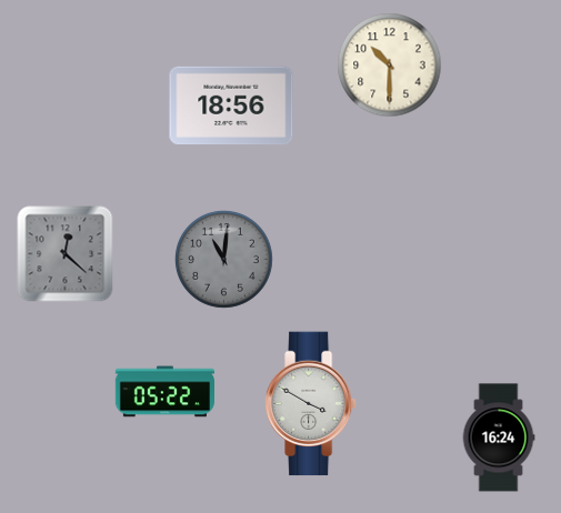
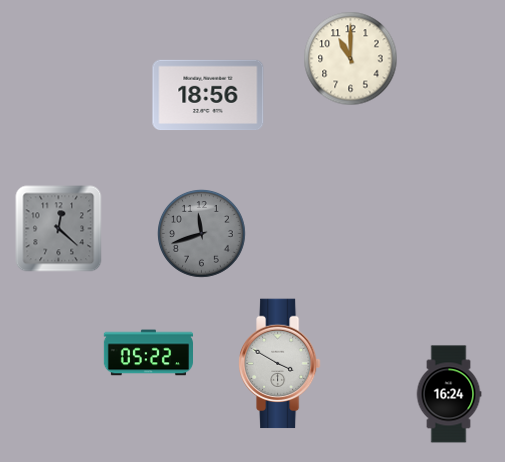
clock at (390, 66): 10:30 -> 11:00
clock at (224, 260): 11:01 -> 11:42
